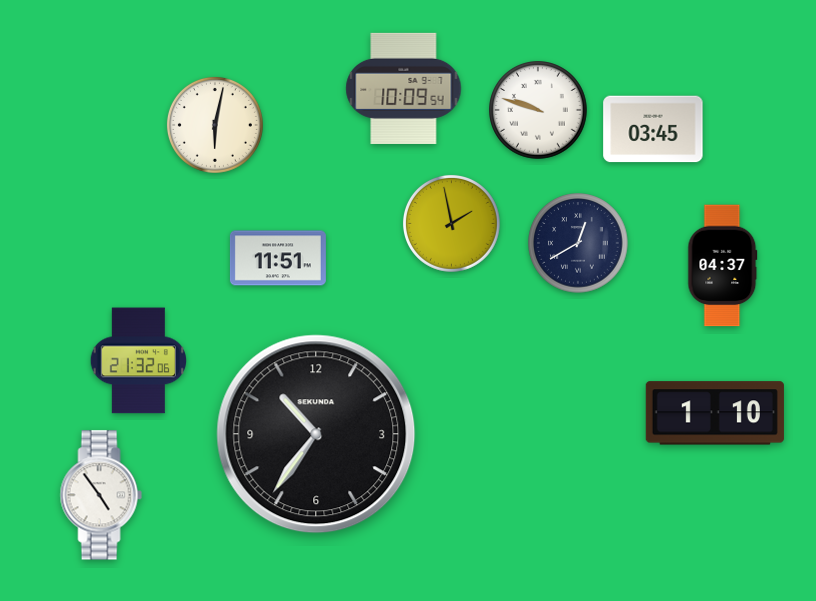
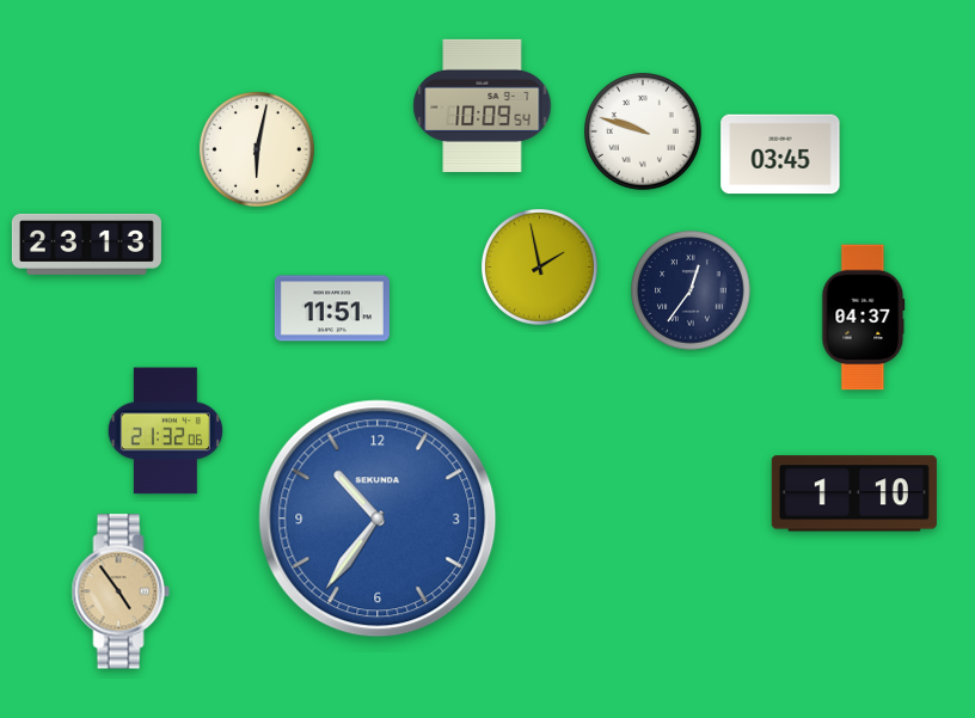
clock at (86, 244): none -> 23:13
clock at (578, 243): 12:40 -> 12:36
clock at (316, 434) dial: black -> blue
clock at (101, 495) dial: white -> champagne
